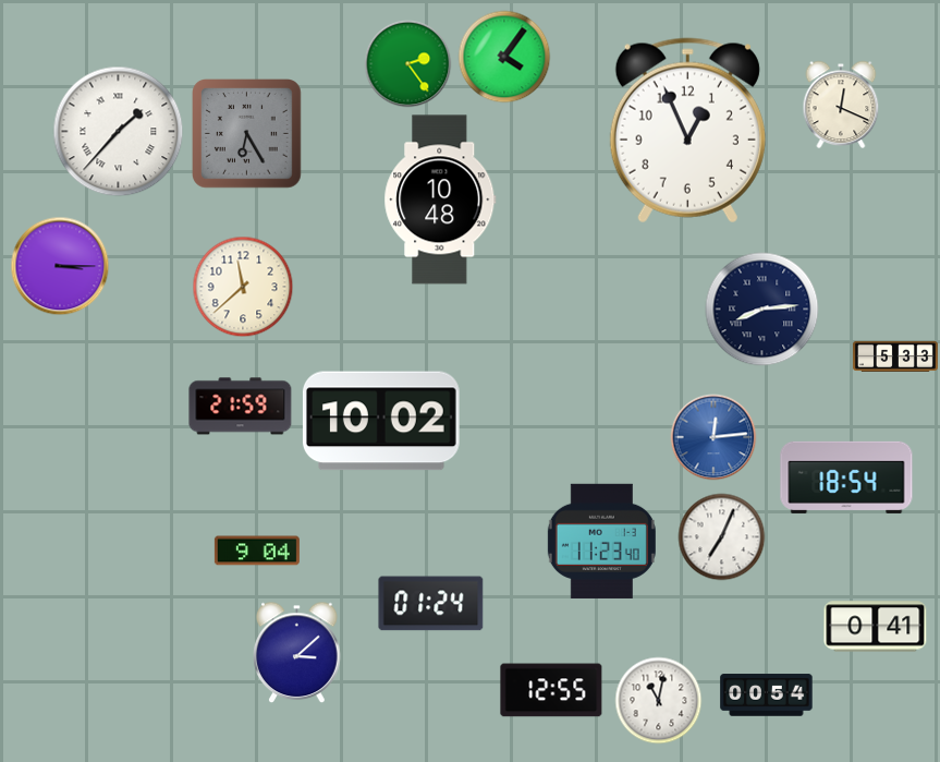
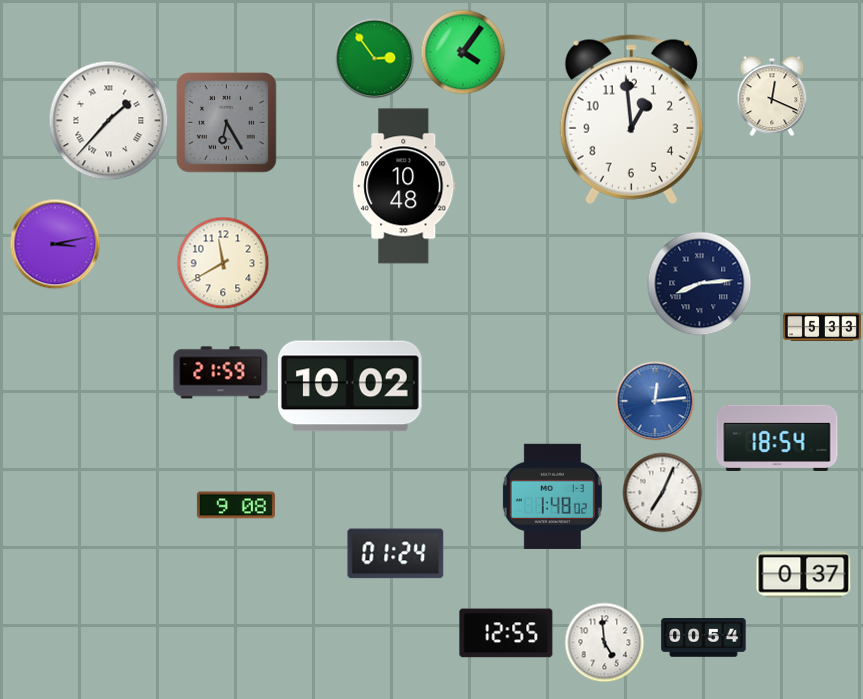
clock at (408, 64): 2:24 -> 2:54
clock at (687, 131): 12:56 -> 12:59
clock at (440, 199) position: (440, 199) -> (404, 186)
clock at (60, 266): 3:15 -> 3:13
clock at (243, 287): 11:38 -> 11:40
clock at (601, 541): 11:23 -> 1:48
clock at (257, 551): 9:04 -> 9:08
clock at (876, 627): 0:41 -> 0:37
clock at (297, 653): 3:08 -> none
clock at (659, 701): 11:02 -> 4:59
